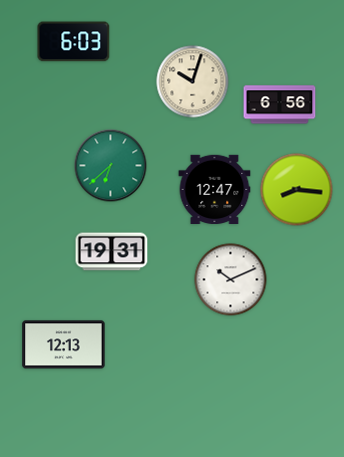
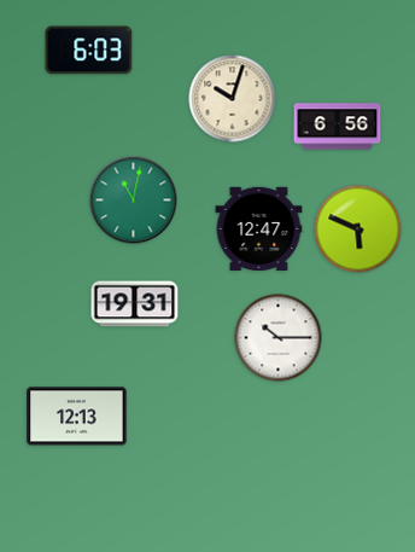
clock at (111, 166): 6:38 -> 11:02
clock at (297, 190): 8:16 -> 5:49
clock at (231, 280): 10:11 -> 10:15
